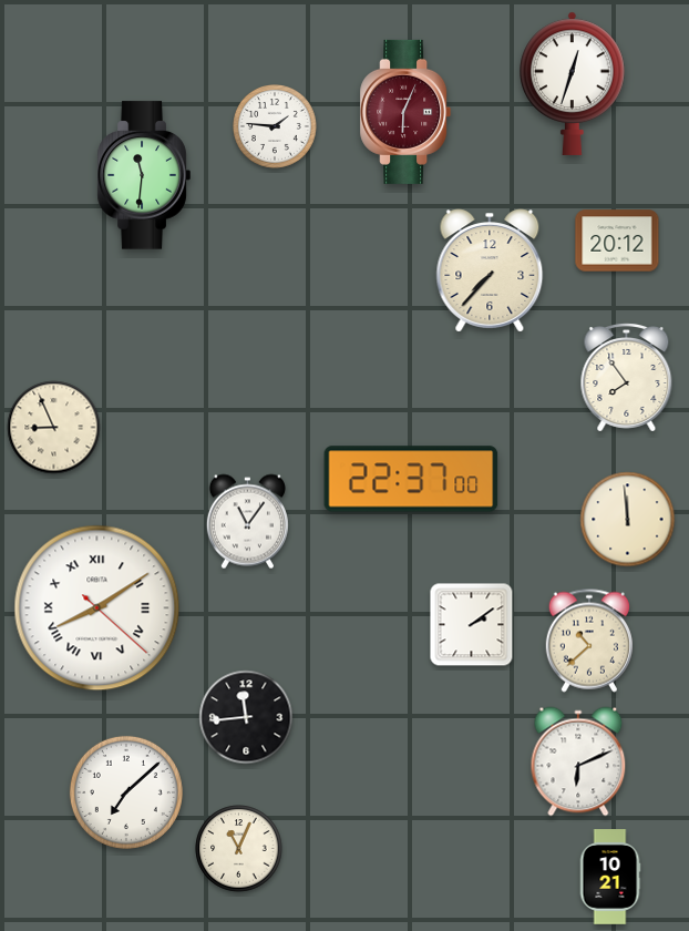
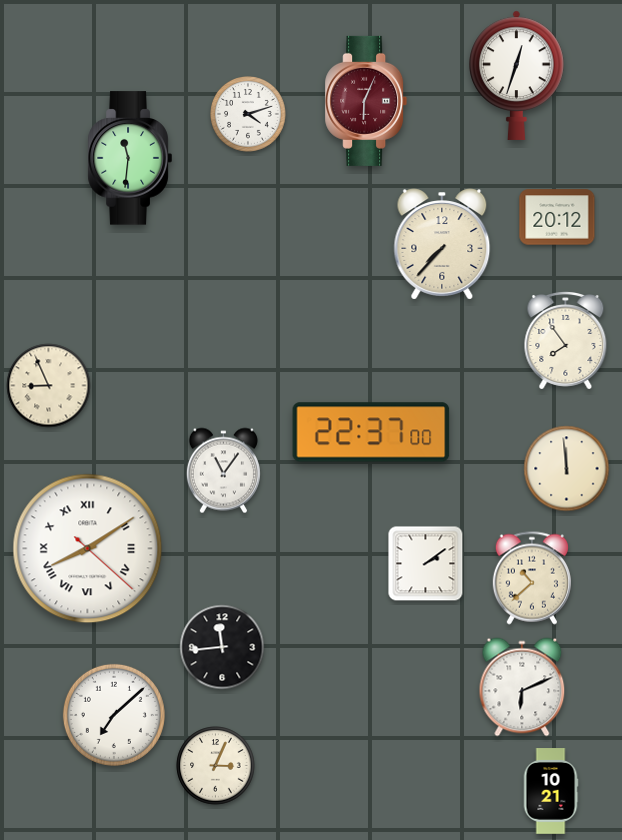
clock at (276, 127): 1:46 -> 4:12
clock at (239, 849): 11:04 -> 3:04
